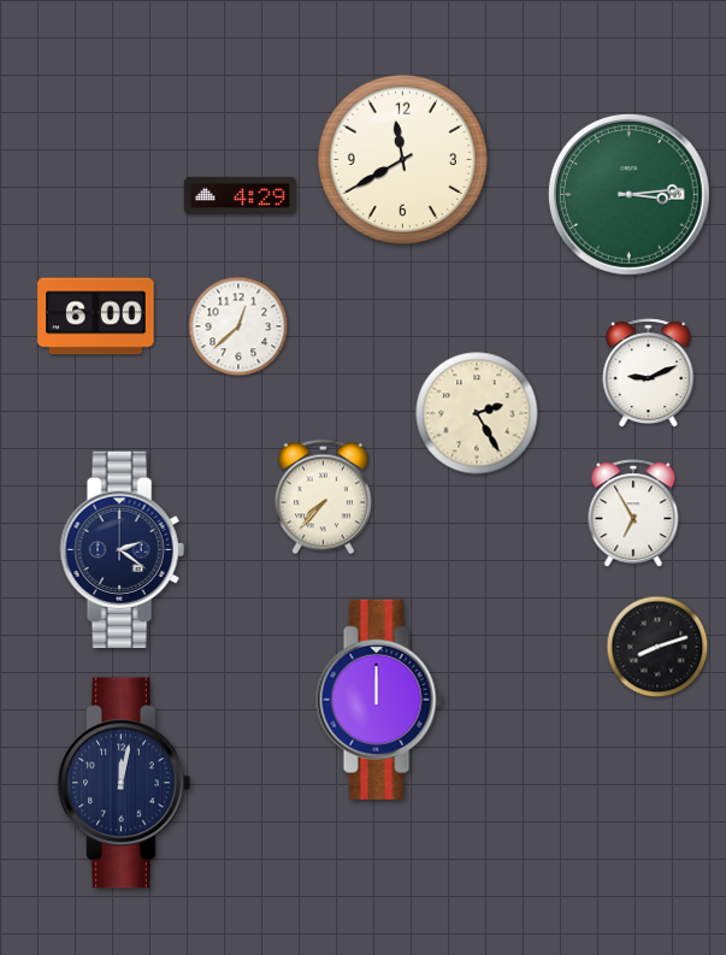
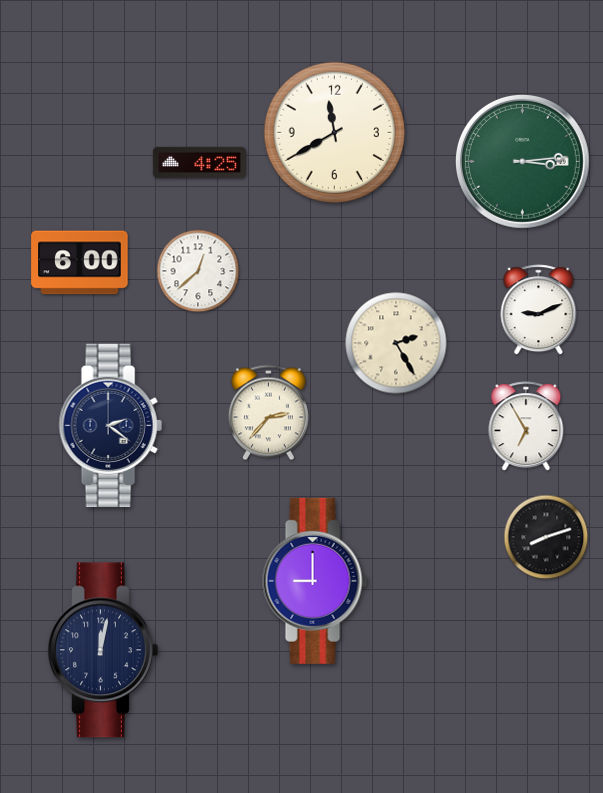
clock at (240, 195): 4:29 -> 4:25
clock at (323, 497): 7:37 -> 2:37
clock at (122, 549) position: (122, 549) -> (110, 425)
clock at (379, 700): 12:00 -> 9:00
